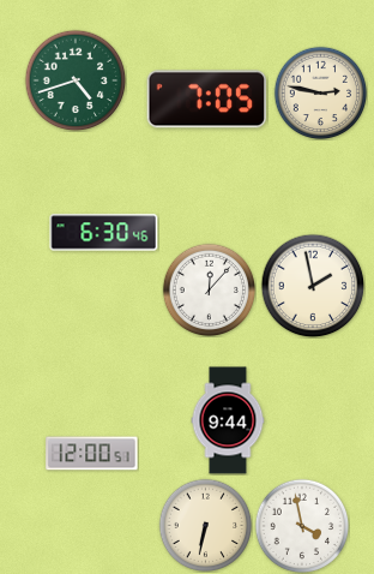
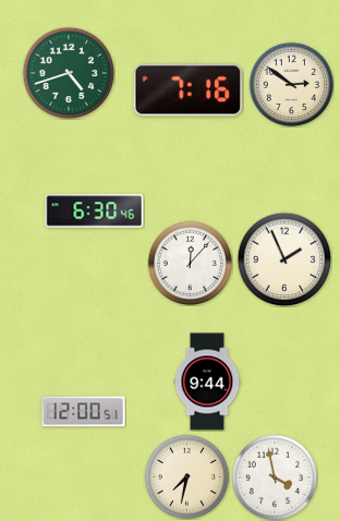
clock at (320, 92): 2:47 -> 2:51
clock at (207, 100): 7:05 -> 7:16
clock at (313, 286): 1:58 -> 1:56
clock at (205, 525): 6:32 -> 7:32
